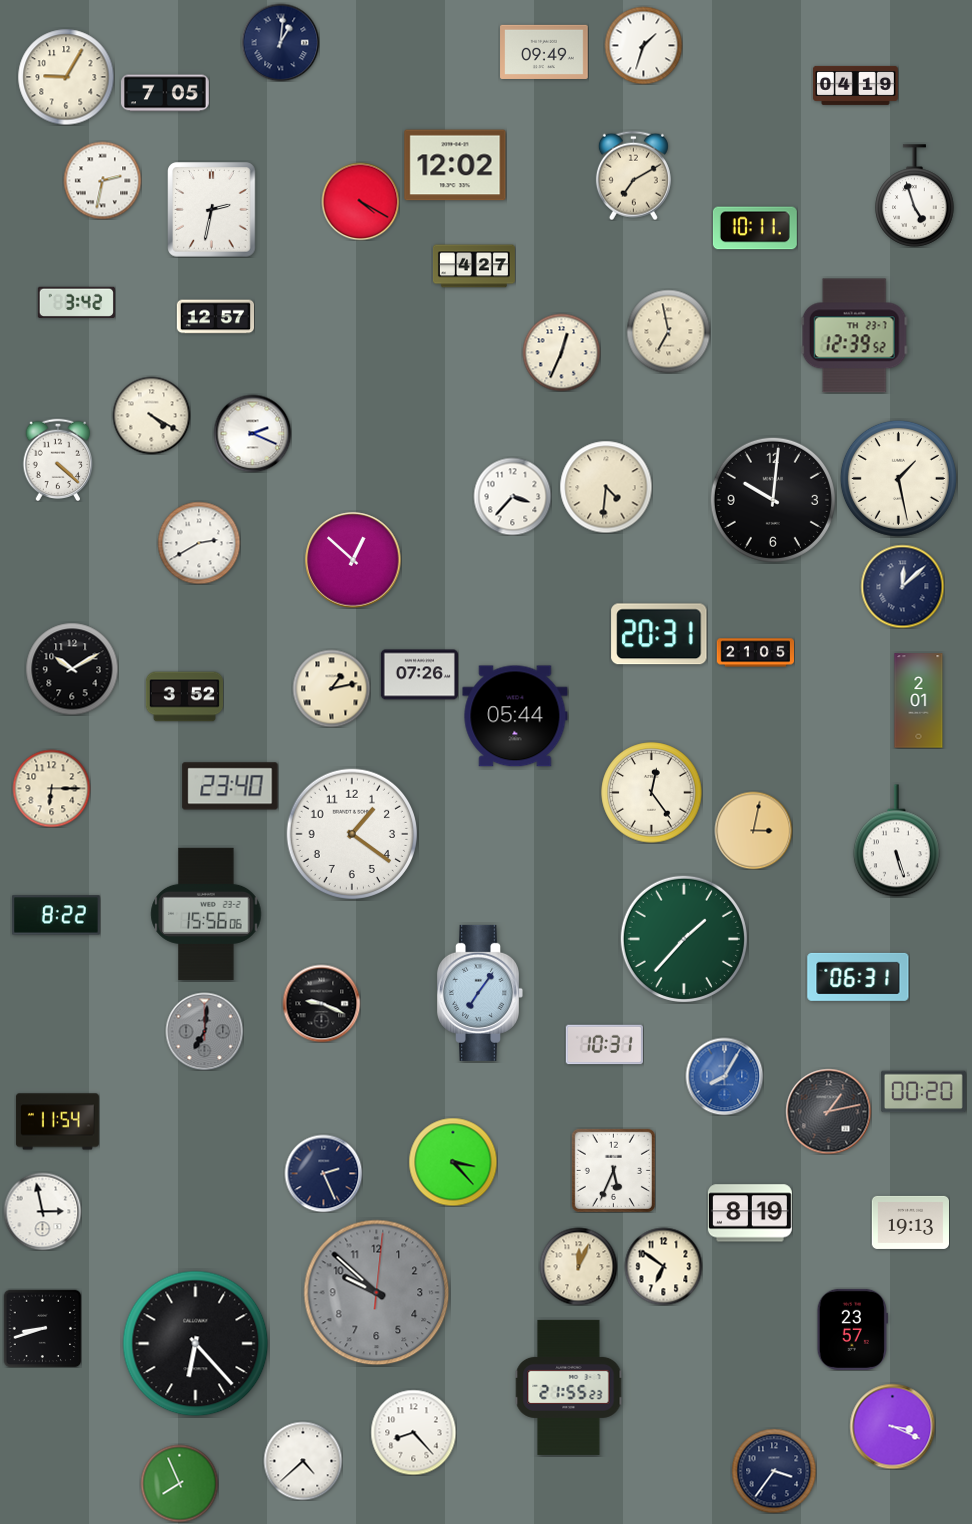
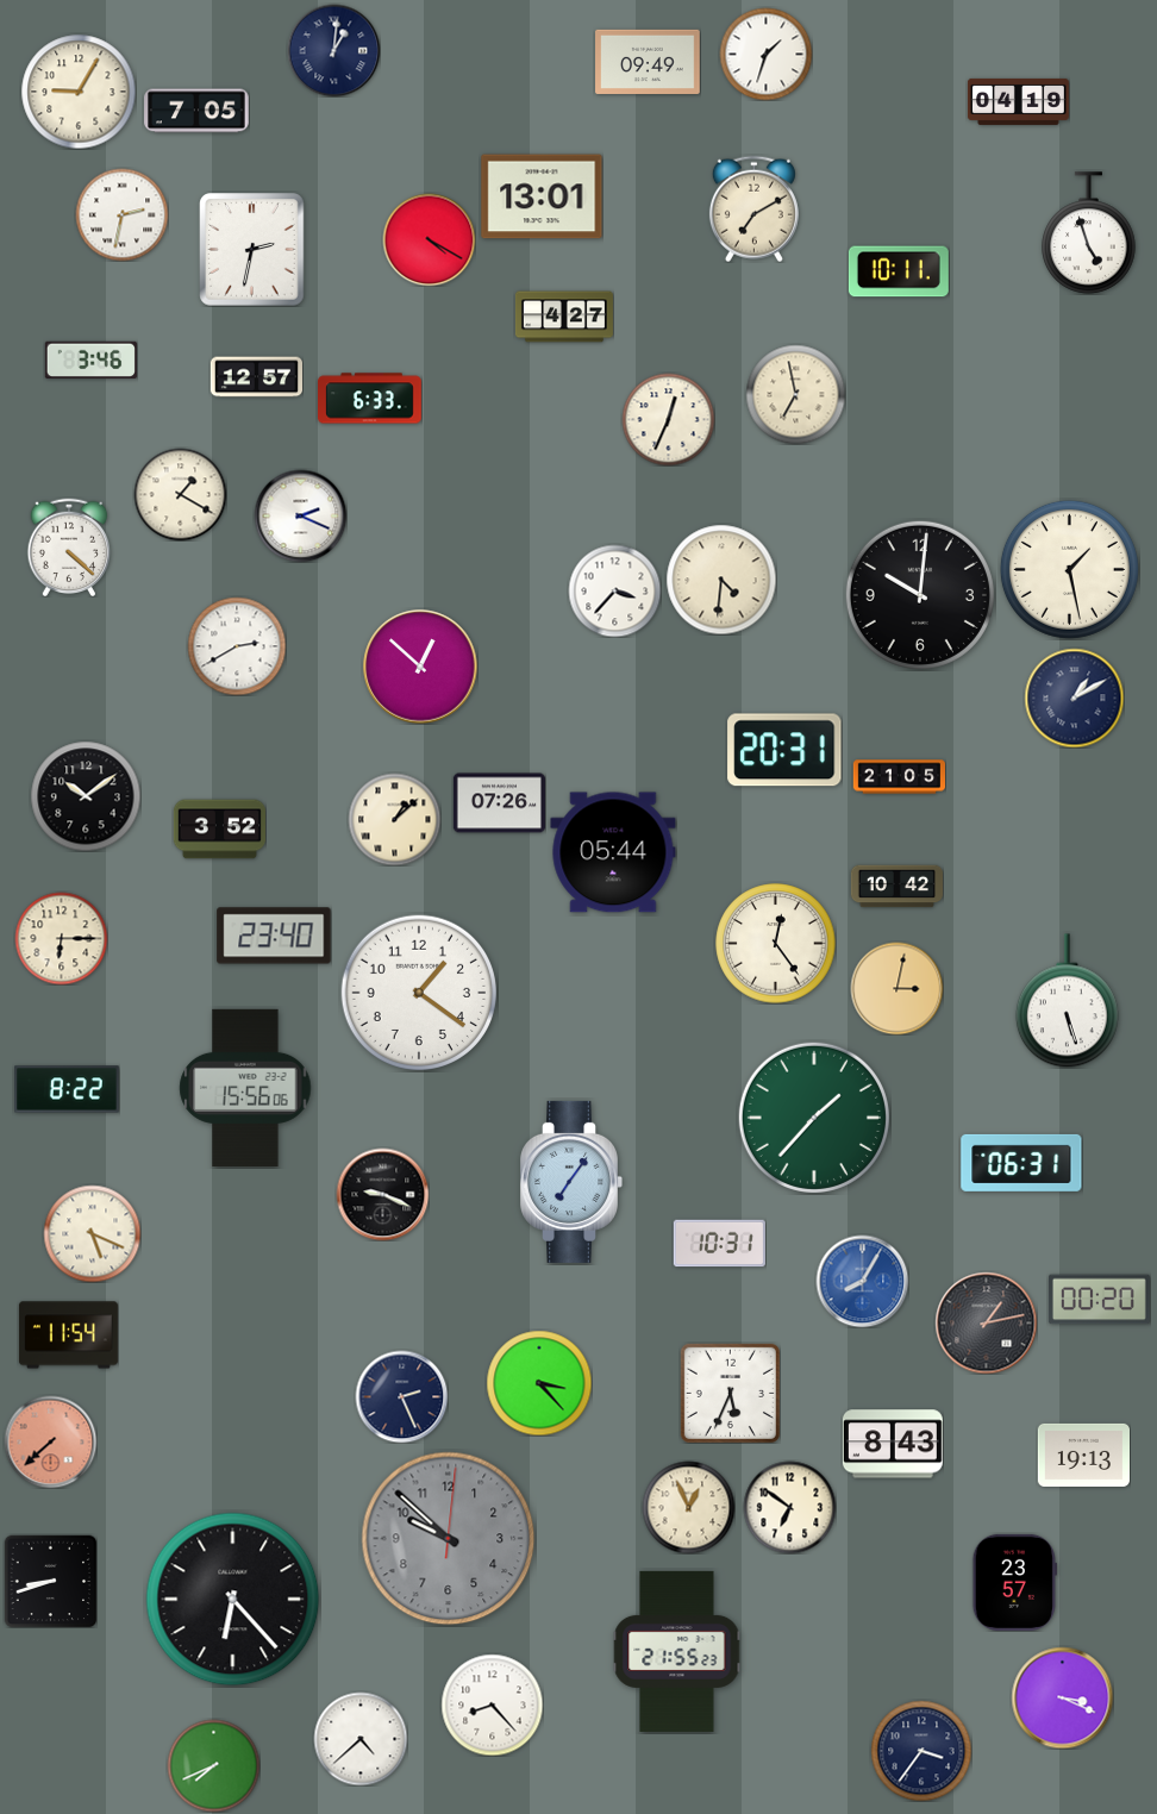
clock at (455, 165): 12:02 -> 13:01
clock at (76, 302): 3:42 -> 3:46
clock at (370, 399): none -> 6:33
clock at (854, 336): 12:39 -> none
clock at (151, 415): 4:20 -> 1:20
clock at (512, 496) position: (512, 496) -> (614, 590)
clock at (902, 586): 12:08 -> 1:10
clock at (659, 634) position: (659, 634) -> (784, 750)
clock at (72, 669): 10:10 -> 10:09
clock at (331, 688): 1:13 -> 1:08
clock at (919, 701): 2:01 -> none
clock at (896, 887): none -> 10:42
clock at (204, 1031): 7:01 -> none
clock at (92, 1233): none -> 5:19
clock at (323, 1173) position: (323, 1173) -> (401, 1396)
clock at (42, 1211): 2:58 -> 7:38
clock at (42, 1211) dial: white -> salmon
clock at (750, 1213): 8:19 -> 8:43
clock at (578, 1266): 12:04 -> 12:56
clock at (179, 1483): 7:56 -> 7:41
